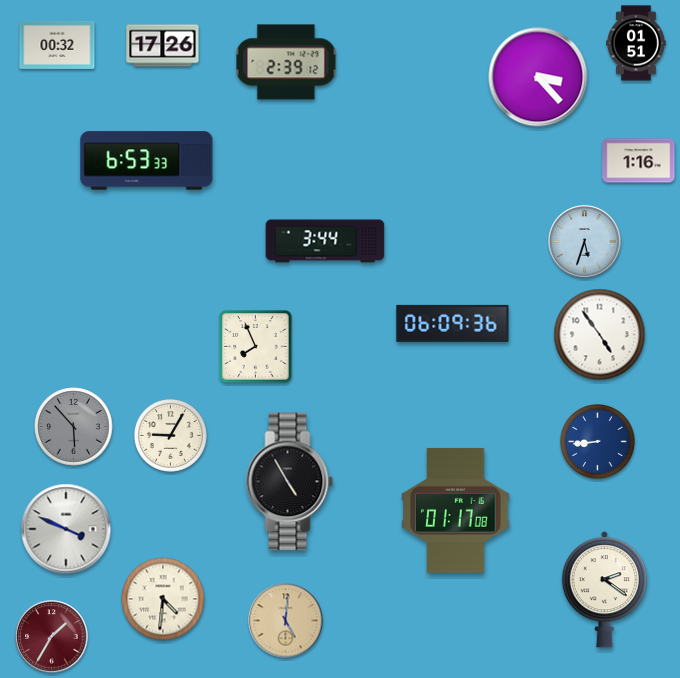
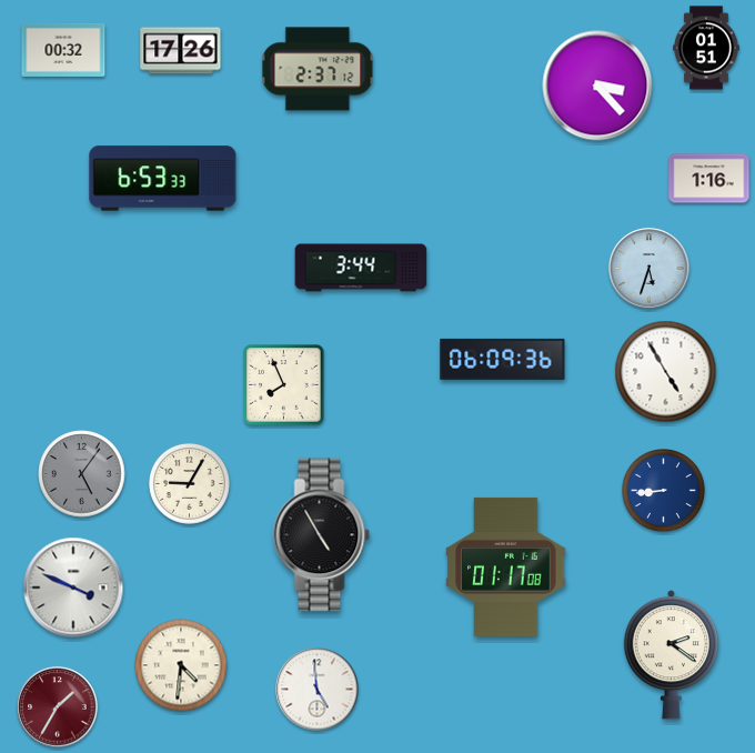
clock at (286, 62): 2:39 -> 2:37
clock at (600, 335): 4:54 -> 4:55
clock at (74, 427): 5:53 -> 5:06
clock at (286, 621): 5:01 -> 4:59
clock at (286, 621) dial: champagne -> white
